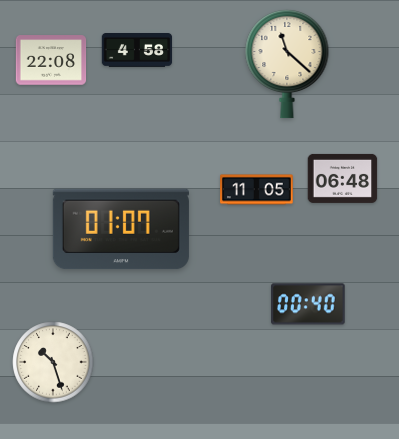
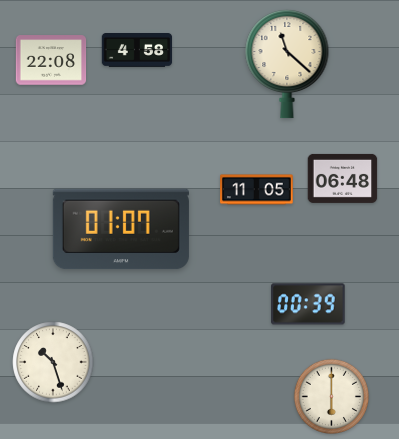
clock at (308, 304): 00:40 -> 00:39
clock at (332, 397): none -> 6:00
